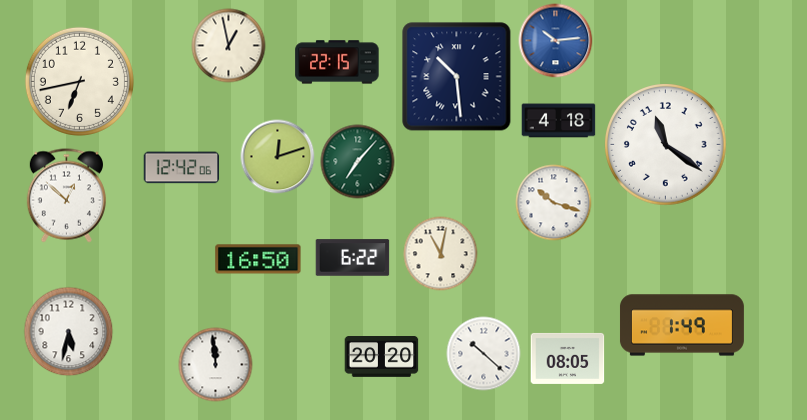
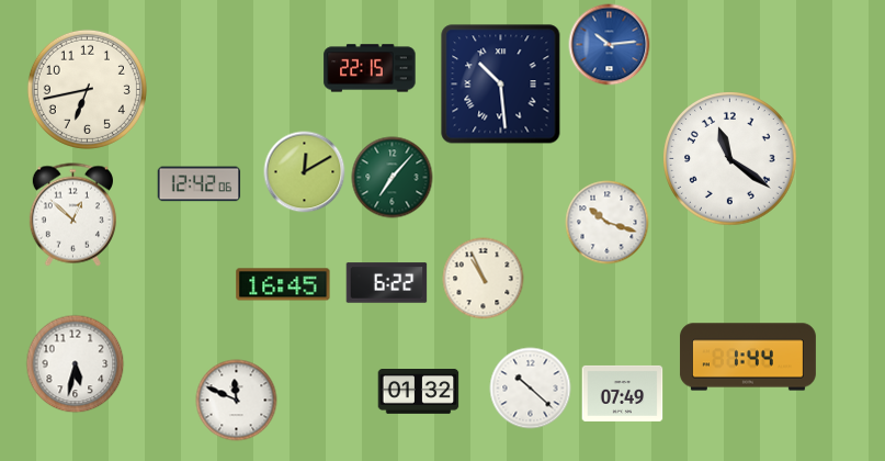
clock at (229, 46): 12:58 -> none
clock at (559, 121): 4:18 -> none
clock at (278, 157): 12:12 -> 12:10
clock at (441, 254): 11:02 -> 10:56
clock at (258, 259): 16:50 -> 16:45
clock at (682, 325): 1:49 -> 1:44
clock at (382, 357): 20:20 -> 01:32
clock at (568, 358): 08:05 -> 07:49
clock at (216, 365): 11:59 -> 11:49
